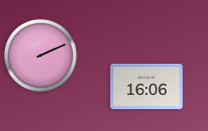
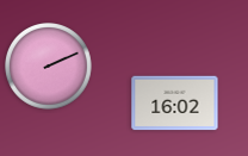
clock at (147, 87): 16:06 -> 16:02
